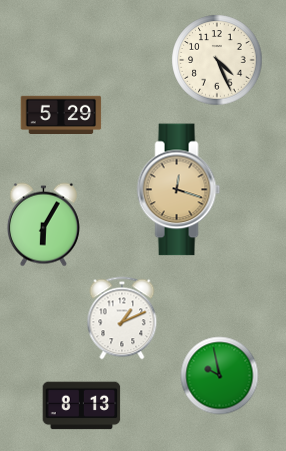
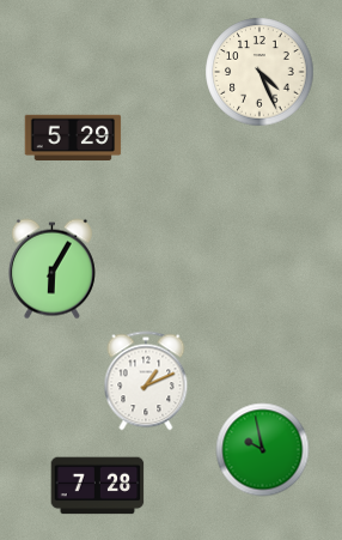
clock at (179, 190): 12:18 -> none
clock at (81, 406): 8:13 -> 7:28
